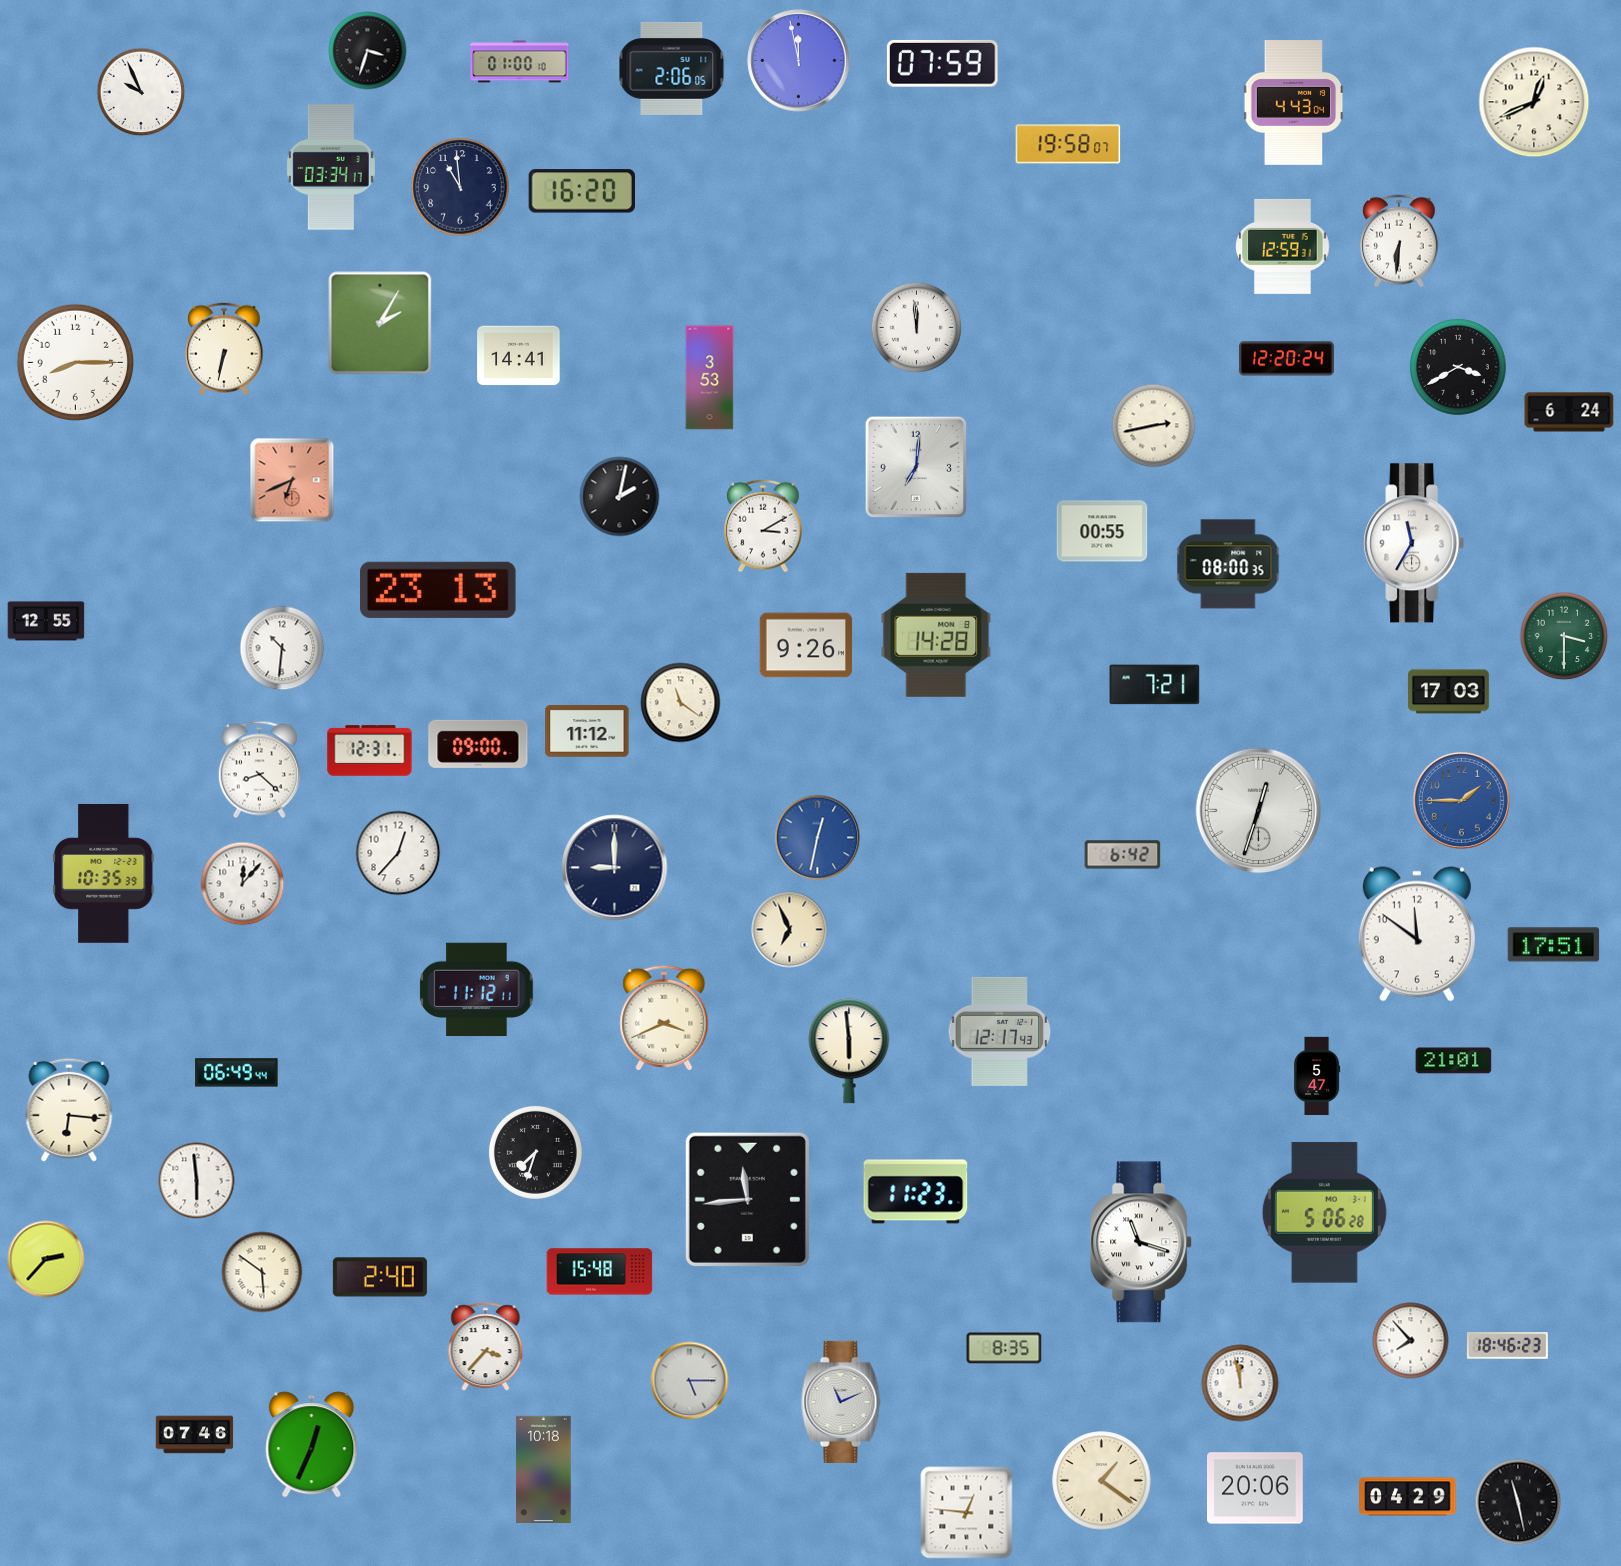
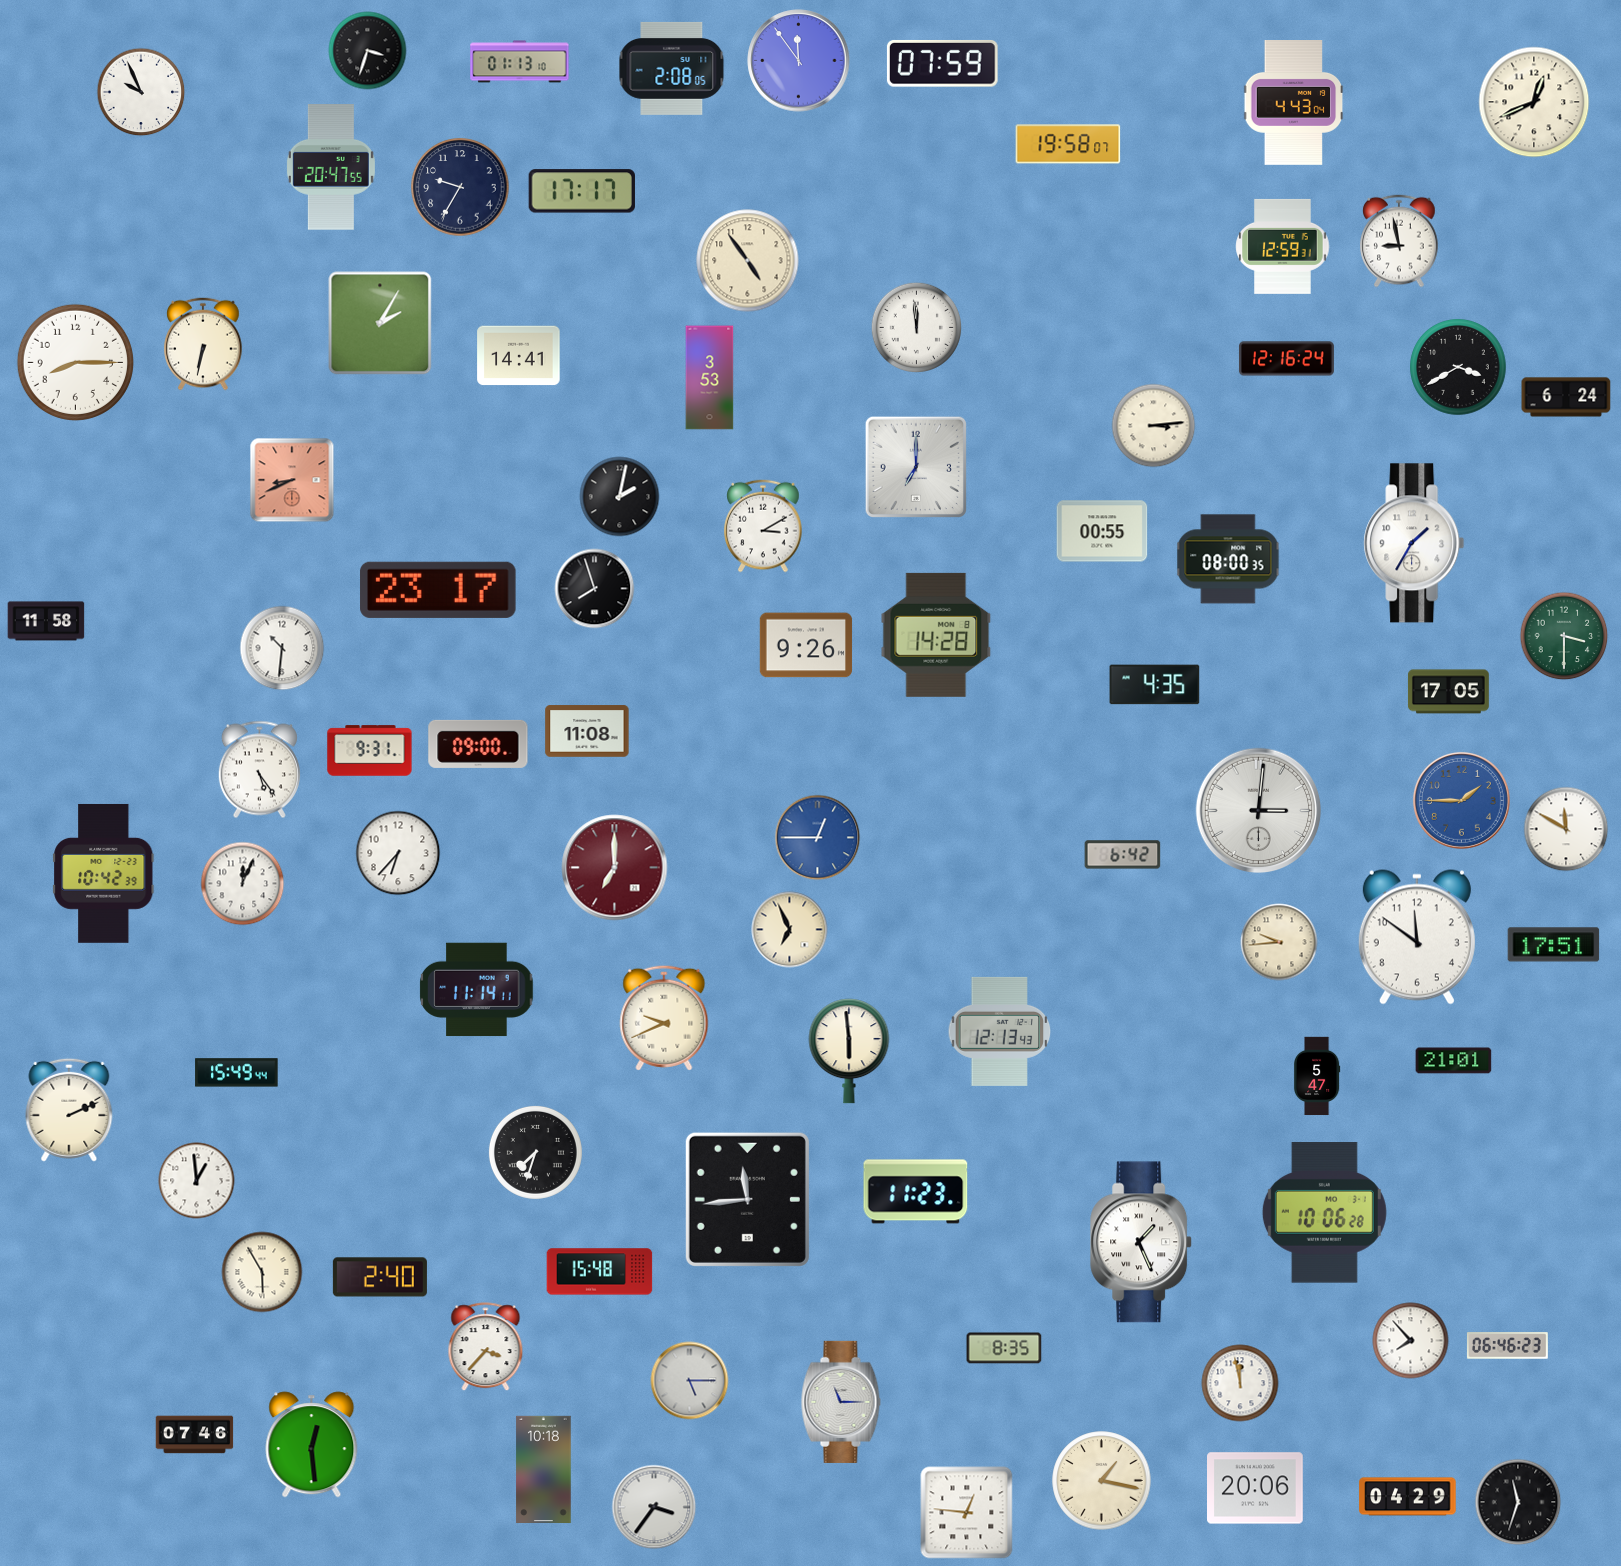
clock at (799, 61): 11:58 -> 11:54
clock at (520, 62): 01:00 -> 01:13
clock at (672, 68): 2:06 -> 2:08
clock at (331, 167): 03:34 -> 20:47
clock at (460, 187): 10:59 -> 9:35
clock at (582, 191): 16:20 -> 17:17
clock at (1399, 241): 6:31 -> 8:58
clock at (748, 261): none -> 4:54
clock at (224, 349) position: (224, 349) -> (203, 344)
clock at (1286, 359): 12:20 -> 12:16
clock at (1569, 412) position: (1569, 412) -> (1566, 397)
clock at (1154, 426): 2:43 -> 3:14
clock at (915, 466): 7:01 -> 7:00
clock at (292, 480): 6:41 -> 8:41
clock at (1414, 543): 11:35 -> 1:35
clock at (1228, 564) position: (1228, 564) -> (1228, 559)
clock at (595, 589): none -> 7:57
clock at (438, 590): 23:13 -> 23:17
clock at (46, 621): 12:55 -> 11:58
clock at (1155, 685): 7:21 -> 4:35
clock at (1448, 692): 17:03 -> 17:05
clock at (681, 703): 11:21 -> none
clock at (587, 731): 11:12 -> 11:08
clock at (370, 751): 12:31 -> 9:31
clock at (259, 770): 8:22 -> 5:24
clock at (1259, 811): 12:33 -> 3:01
clock at (1566, 829): none -> 11:50
clock at (818, 838): 12:32 -> 12:45
clock at (398, 853): 12:37 -> 6:37
clock at (615, 868): 9:00 -> 7:00
clock at (615, 868) dial: navy -> burgundy
clock at (104, 873): 10:35 -> 10:42
clock at (243, 884): 12:07 -> 12:04
clock at (1417, 934) position: (1417, 934) -> (1417, 937)
clock at (1279, 942): none -> 9:44
clock at (477, 990): 11:12 -> 11:14
clock at (664, 1018): 3:41 -> 9:41
clock at (1000, 1031): 12:17 -> 12:13
clock at (237, 1073): 06:49 -> 15:49
clock at (69, 1110): 6:16 -> 2:11
clock at (197, 1181): 5:59 -> 12:59
clock at (1324, 1213): 5:06 -> 10:06
clock at (1142, 1242): 11:18 -> 1:26
clock at (46, 1259): 2:37 -> none
clock at (262, 1272): 5:51 -> 5:55
clock at (1507, 1346): 18:46 -> 06:46
clock at (841, 1402): 11:11 -> 11:15
clock at (312, 1445): 12:34 -> 12:29
clock at (1102, 1481): 1:21 -> 1:17
clock at (1518, 1502): 11:28 -> 11:33
clock at (654, 1507): none -> 3:36
